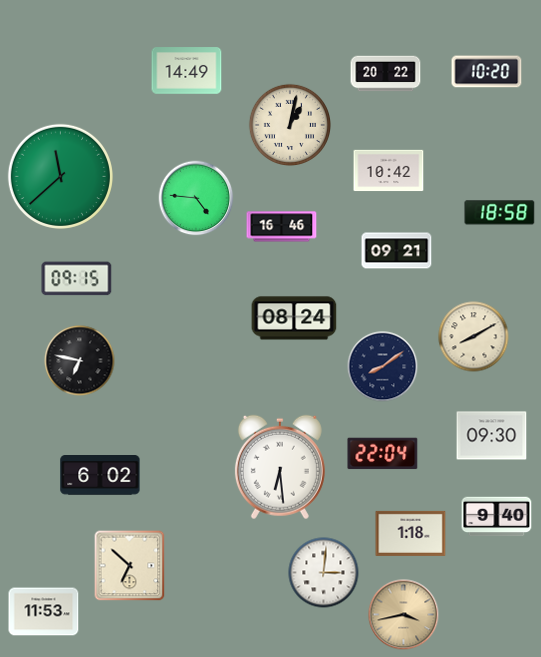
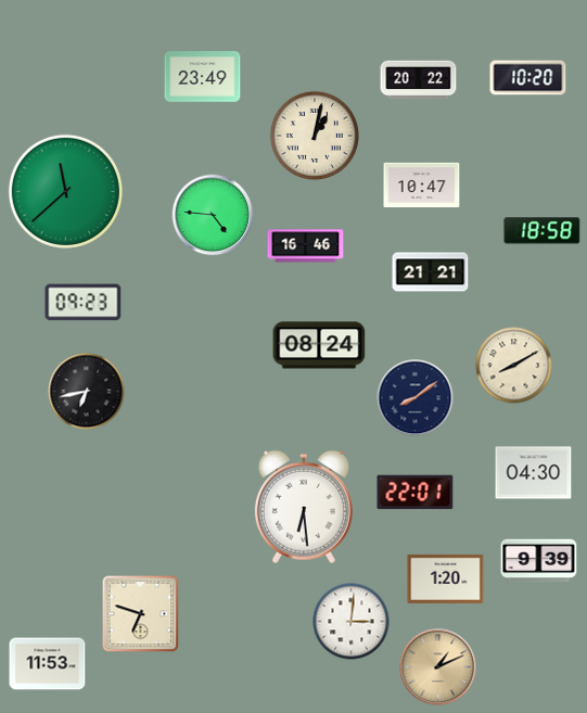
clock at (187, 71): 14:49 -> 23:49
clock at (389, 171): 10:42 -> 10:47
clock at (397, 251): 09:21 -> 21:21
clock at (77, 279): 09:15 -> 09:23
clock at (80, 361): 6:47 -> 6:43
clock at (492, 436): 09:30 -> 04:30
clock at (383, 454): 22:04 -> 22:01
clock at (100, 475): 6:02 -> none
clock at (497, 517): 9:40 -> 9:39
clock at (411, 533): 1:18 -> 1:20
clock at (130, 566): 6:52 -> 6:48
clock at (404, 615): 3:43 -> 1:11
